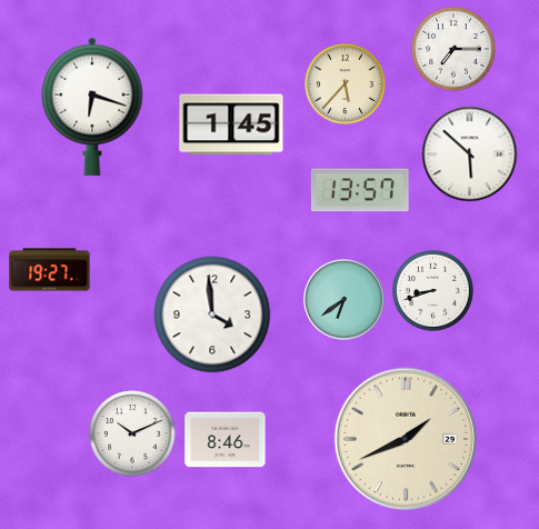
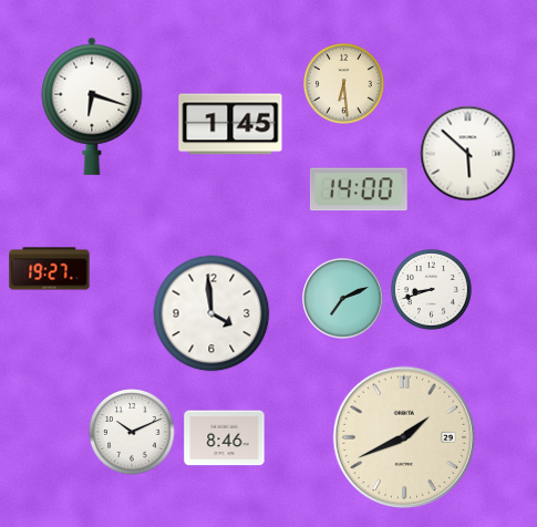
clock at (453, 49): 7:15 -> none
clock at (345, 83): 5:37 -> 6:29
clock at (360, 190): 13:57 -> 14:00
clock at (345, 300): 6:39 -> 7:11
